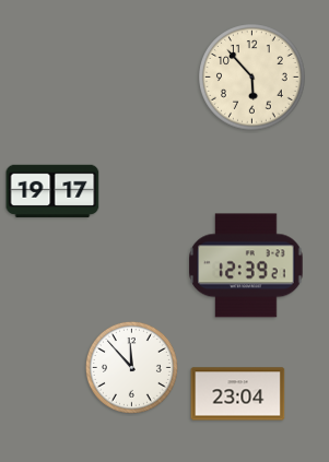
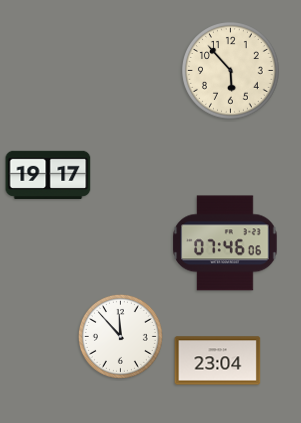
clock at (246, 265): 12:39 -> 07:46
